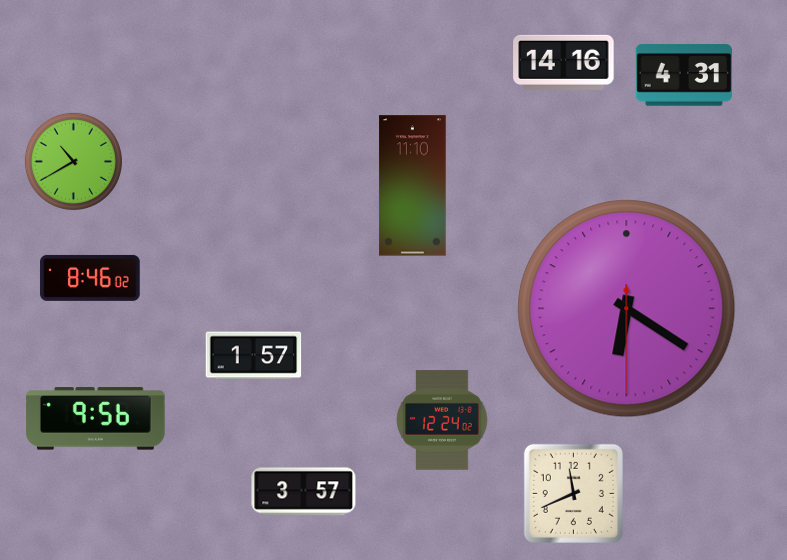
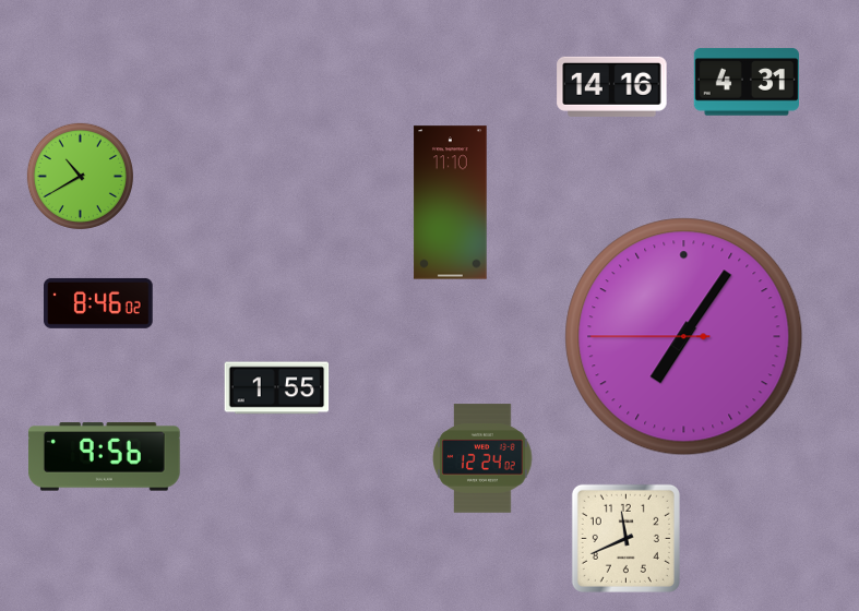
clock at (564, 62) position: (564, 62) -> (612, 86)
clock at (627, 309): 6:20 -> 7:05
clock at (254, 356): 1:57 -> 1:55
clock at (304, 492): 3:57 -> none
